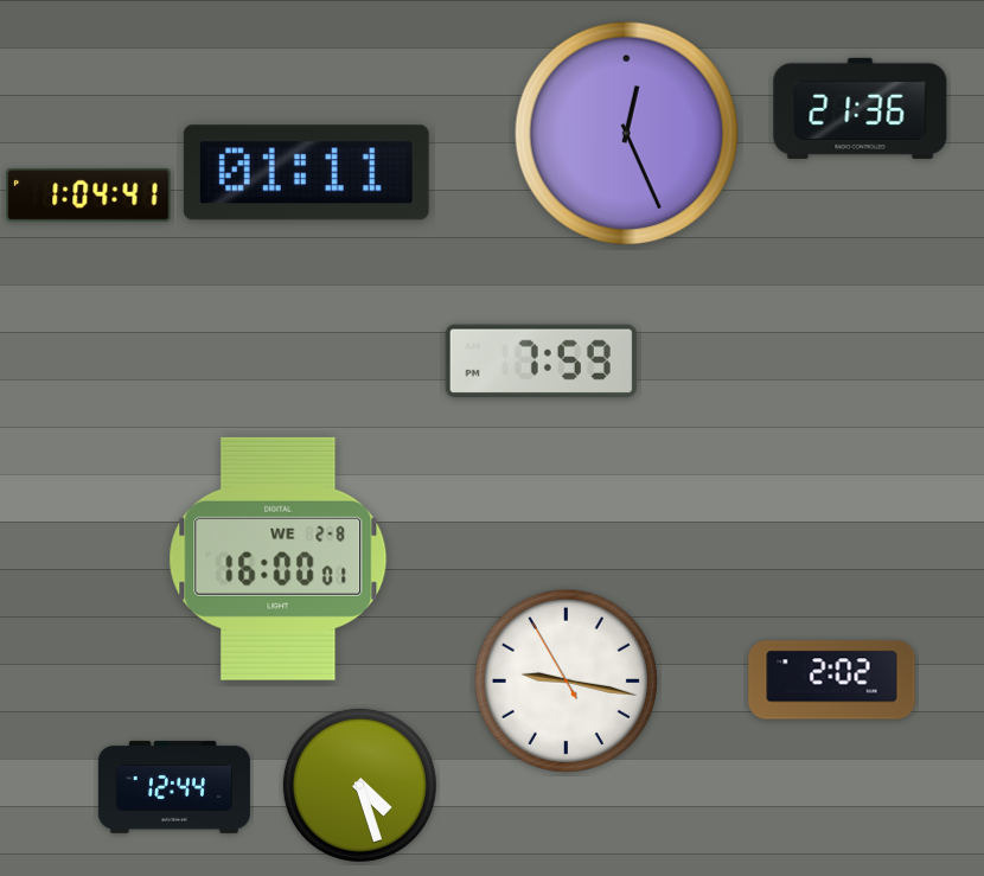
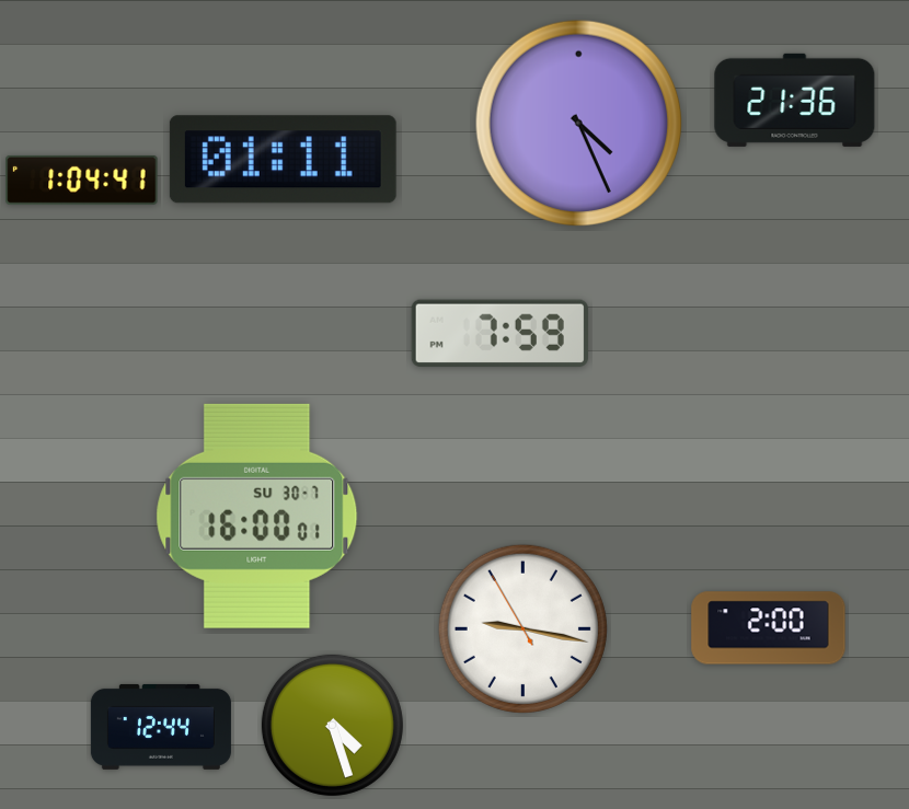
clock at (627, 134): 12:26 -> 4:26
clock at (279, 558) date: WE 2-8 -> SU 30-7
clock at (832, 680): 2:02 -> 2:00
